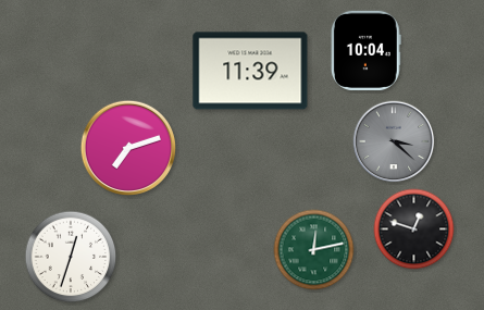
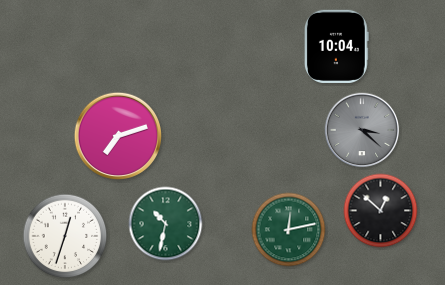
clock at (250, 71): 11:39 -> none
clock at (414, 230): 12:48 -> 12:52
clock at (166, 224): none -> 10:32
